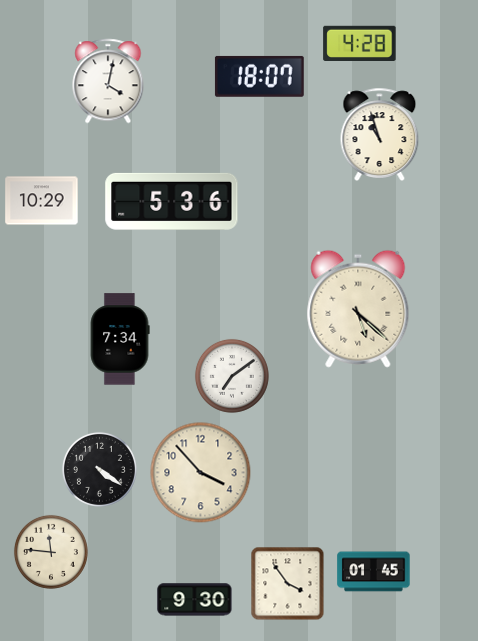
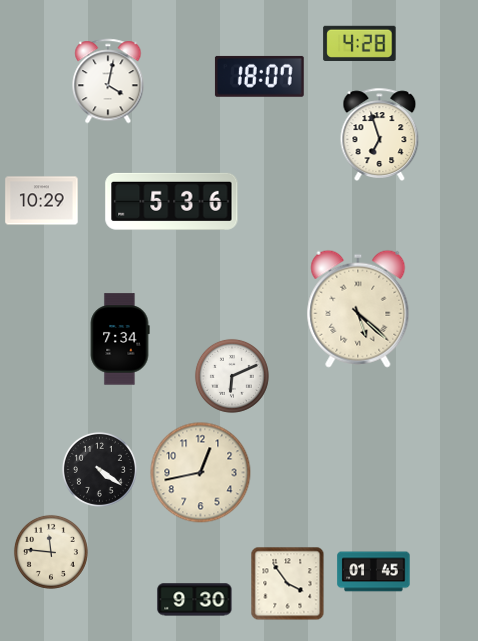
clock at (380, 134): 10:57 -> 6:57
clock at (232, 376): 7:09 -> 6:11
clock at (201, 473): 3:53 -> 12:43
